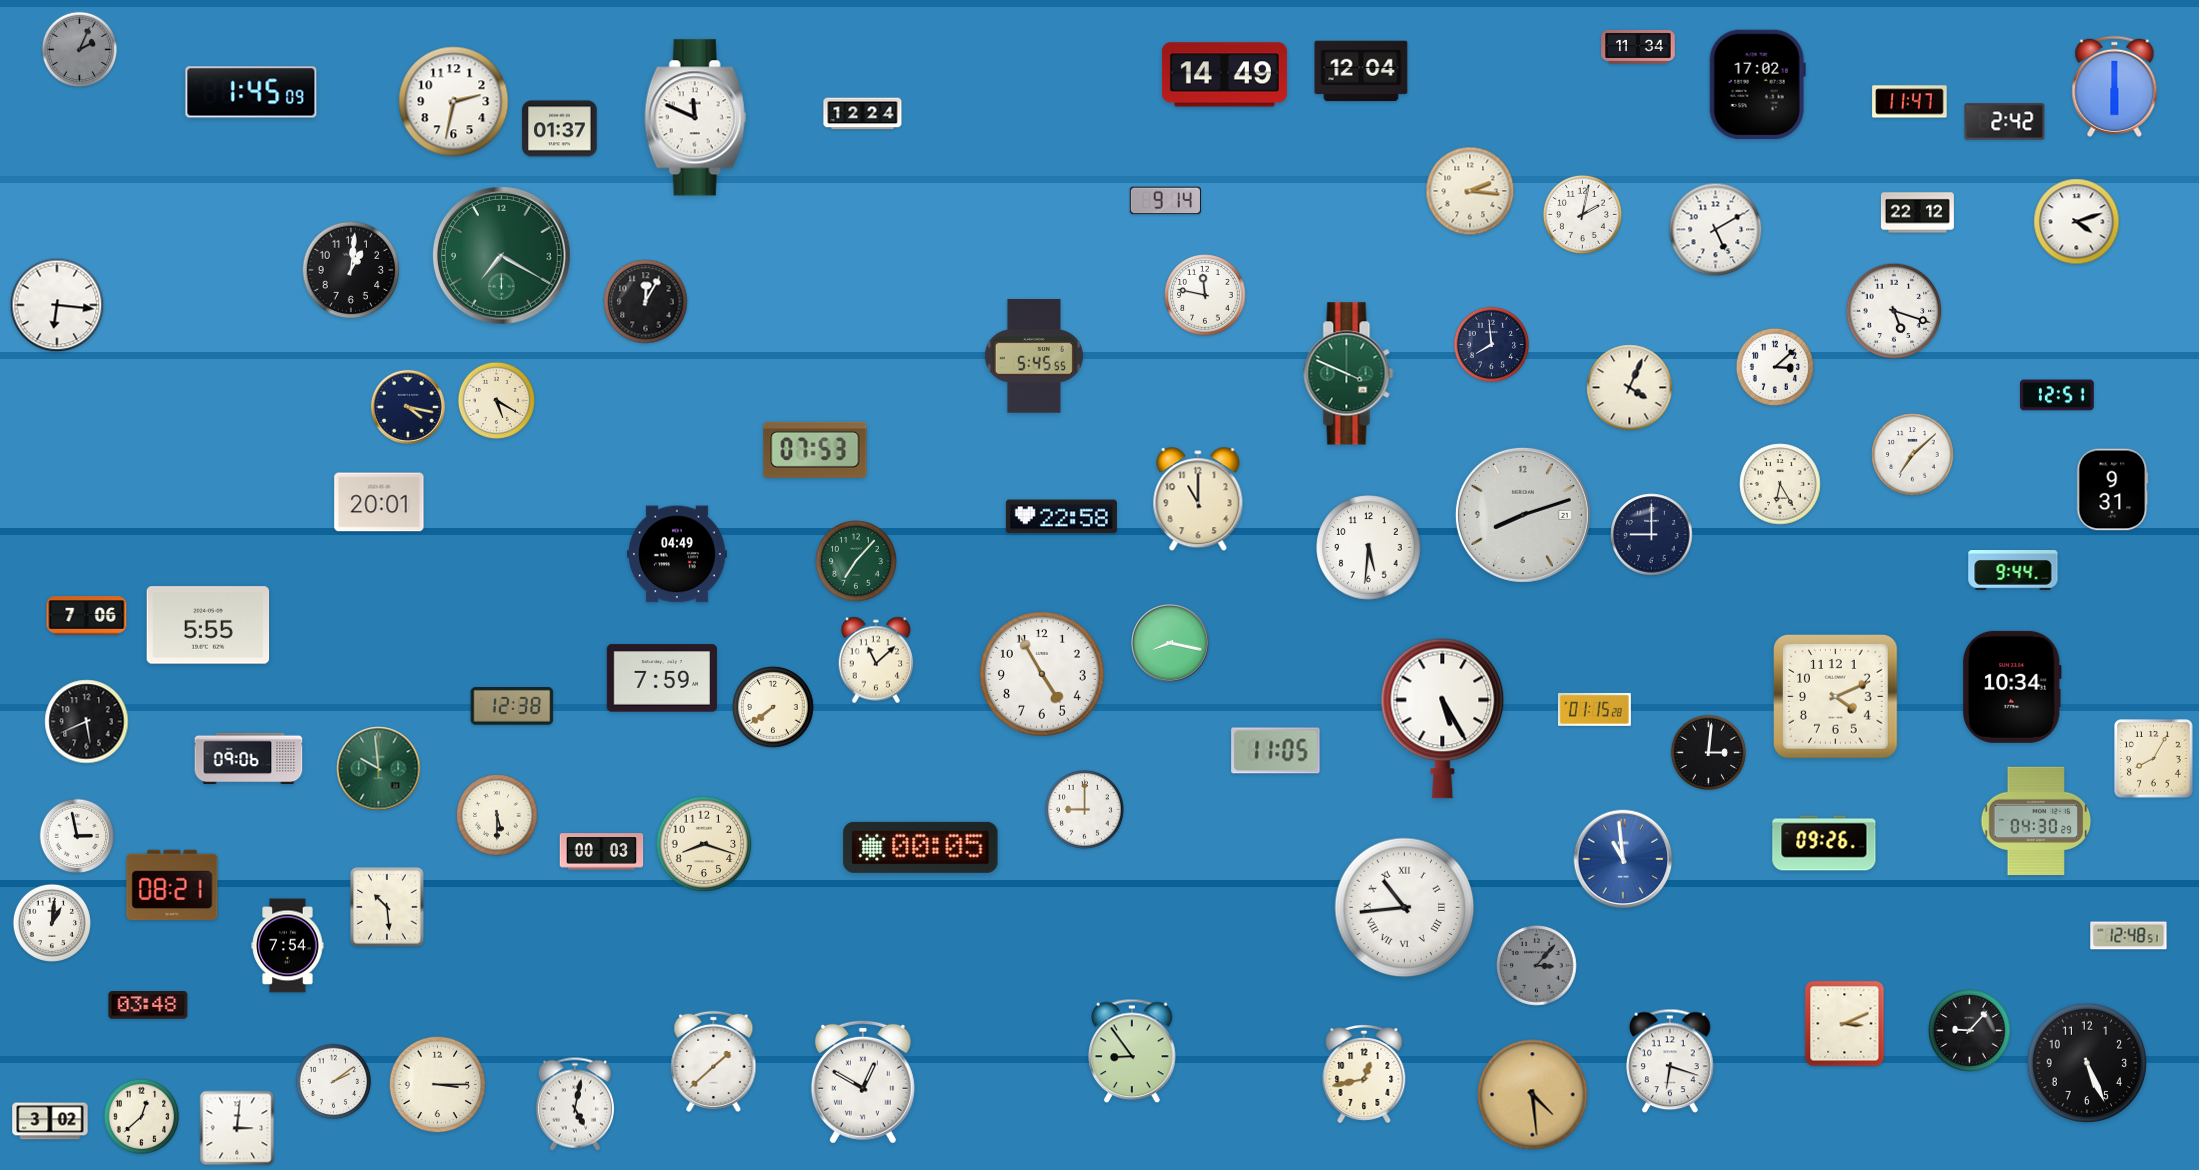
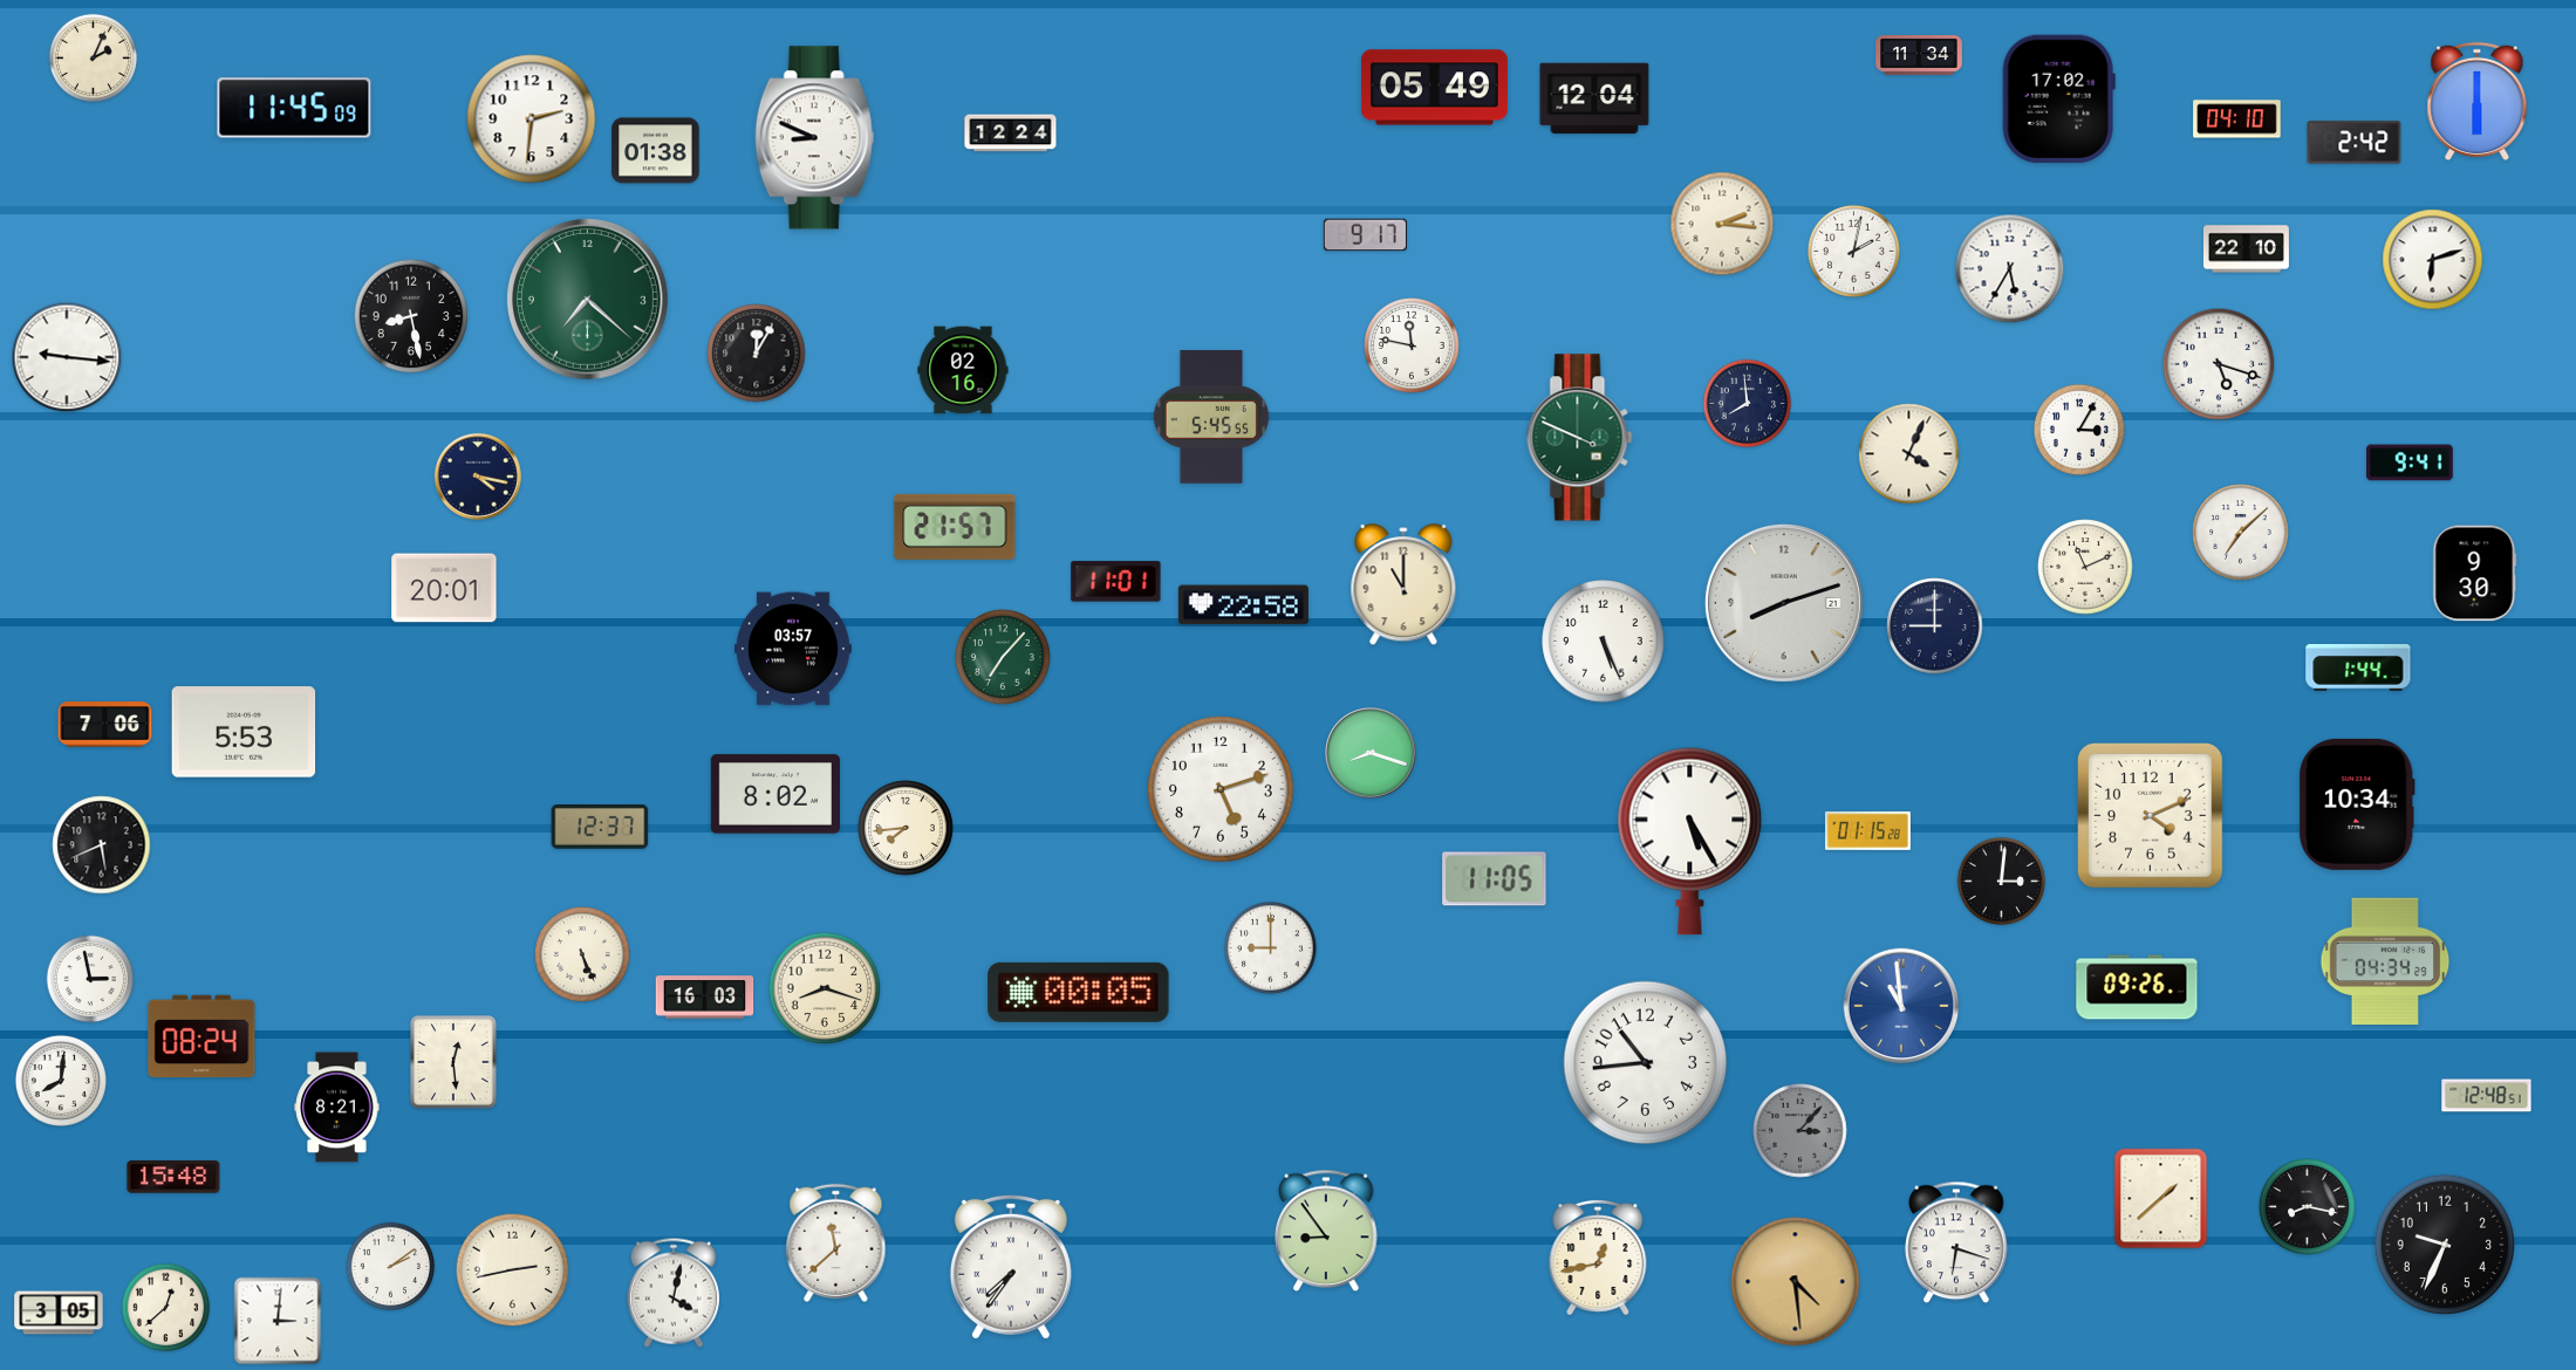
clock at (80, 50) dial: grey -> cream
clock at (1361, 71) position: (1361, 71) -> (1594, 98)
clock at (1224, 75): 14:49 -> 05:49
clock at (251, 92): 1:45 -> 11:45
clock at (454, 102): 2:32 -> 2:31
clock at (1910, 102): 11:47 -> 04:10
clock at (696, 118): 11:49 -> 8:49
clock at (2005, 122) position: (2005, 122) -> (2355, 143)
clock at (560, 129): 01:37 -> 01:38
clock at (1165, 201): 9:14 -> 9:17
clock at (1917, 213): 22:12 -> 22:10
clock at (2077, 222): 4:12 -> 6:12
clock at (1716, 230): 5:10 -> 5:35
clock at (502, 256): 7:20 -> 7:22
clock at (351, 270): 1:01 -> 8:28
clock at (57, 305): 6:16 -> 9:16
clock at (963, 370): none -> 02:16
clock at (1775, 367): 3:08 -> 3:05
clock at (2058, 395): 12:51 -> 9:41
clock at (496, 400): 5:20 -> none
clock at (815, 450): 07:53 -> 21:57
clock at (1780, 484): 6:25 -> 11:11
clock at (2113, 490): 9:31 -> 9:30
clock at (1116, 582): none -> 11:01
clock at (1369, 548): 5:31 -> 5:26
clock at (678, 554): 04:49 -> 03:57
clock at (2013, 571): 9:44 -> 1:44
clock at (87, 616) position: (87, 616) -> (105, 725)
clock at (208, 625): 5:55 -> 5:53
clock at (1170, 643): 8:17 -> 8:18
clock at (876, 660): 11:08 -> none
clock at (1042, 674): 4:55 -> 5:12
clock at (662, 678): 7:59 -> 8:02
clock at (512, 707): 12:38 -> 12:37
clock at (773, 707): 7:39 -> 7:44
clock at (249, 759): 09:06 -> none
clock at (2154, 759): 8:05 -> none
clock at (379, 769): 9:59 -> none
clock at (497, 815): 5:30 -> 5:26
clock at (2036, 821): 04:30 -> 04:34
clock at (602, 852): 00:03 -> 16:03
clock at (172, 885): 08:21 -> 08:24
clock at (387, 907): 10:29 -> 12:29
clock at (1405, 908) numerals: Roman -> Arabic
clock at (52, 923): 1:01 -> 8:01
clock at (2129, 936) position: (2129, 936) -> (2487, 1096)
clock at (288, 946): 7:54 -> 8:21
clock at (148, 1005): 03:48 -> 15:48
clock at (1845, 1024): 3:11 -> 1:38
clock at (1970, 1031): 9:07 -> 8:17
clock at (714, 1061): 1:38 -> 11:38
clock at (2086, 1062): 5:26 -> 9:34
clock at (863, 1082): 12:50 -> 7:36
clock at (438, 1085): 3:15 -> 2:43
clock at (575, 1104): 5:02 -> 4:02
clock at (50, 1121): 3:02 -> 3:05
